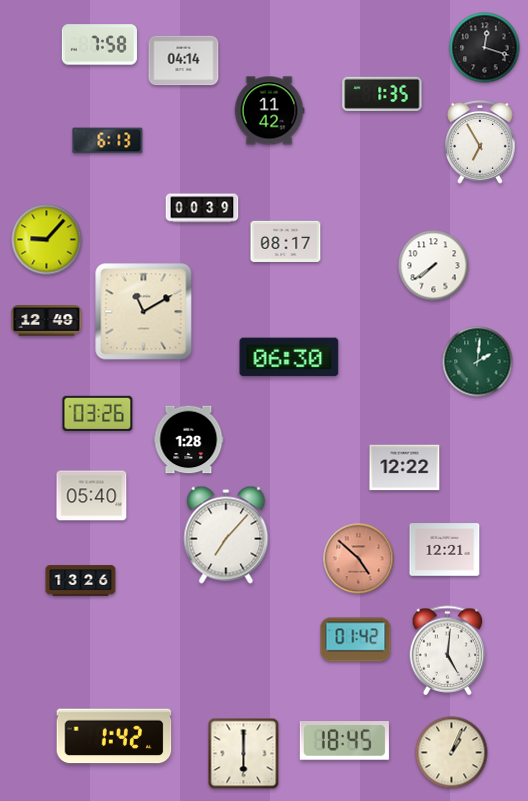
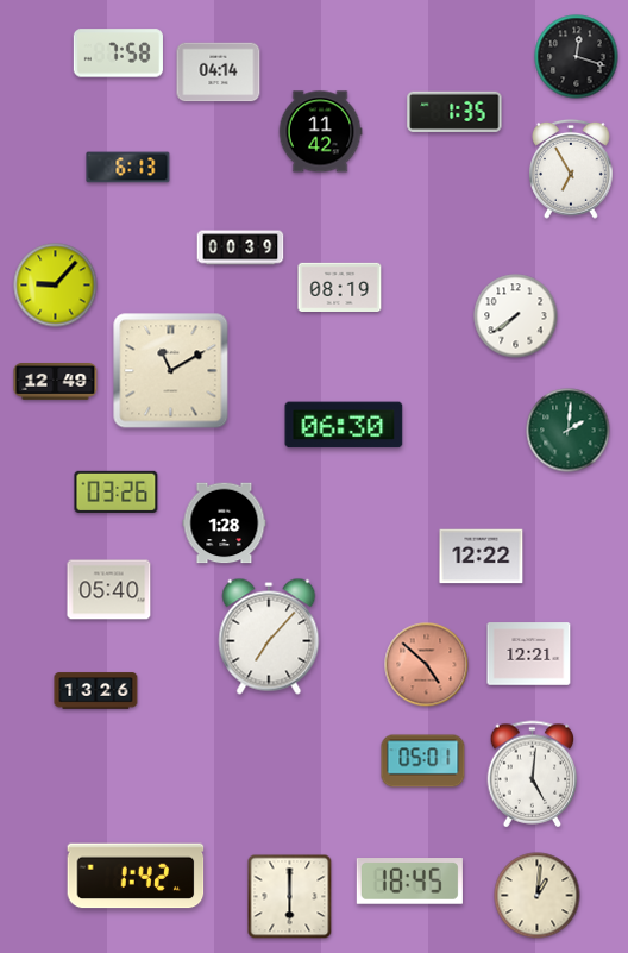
clock at (286, 241): 08:17 -> 08:19
clock at (356, 640): 01:42 -> 05:01
clock at (452, 753): 1:04 -> 1:01
